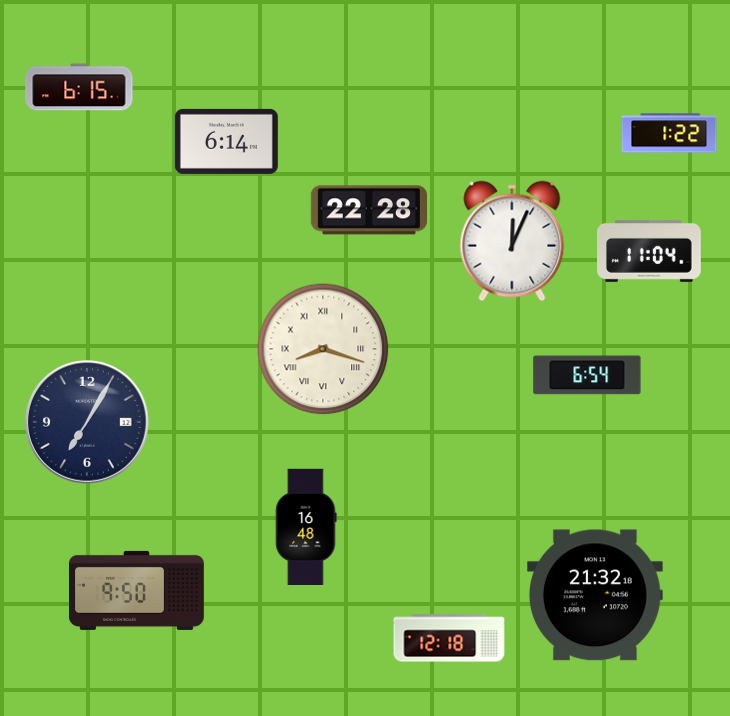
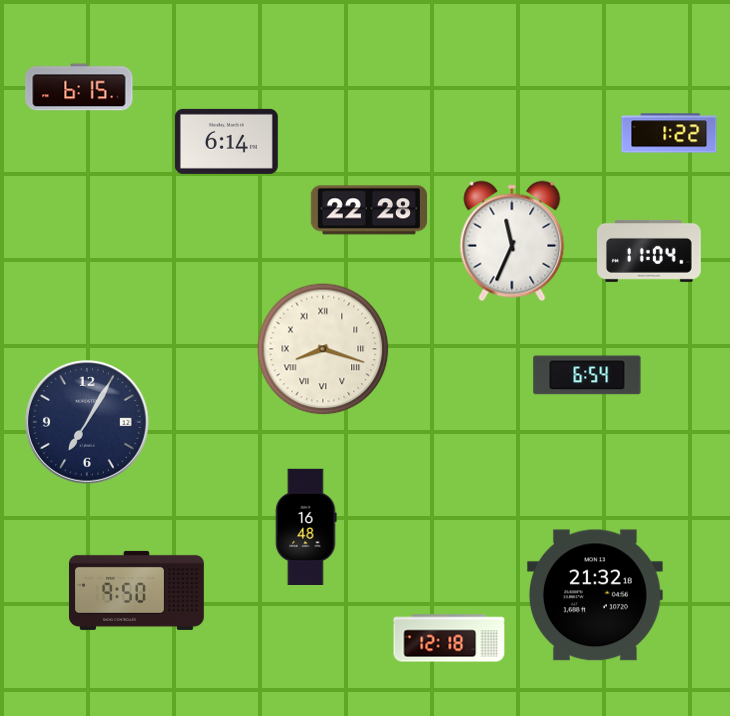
clock at (512, 241): 12:04 -> 11:34
